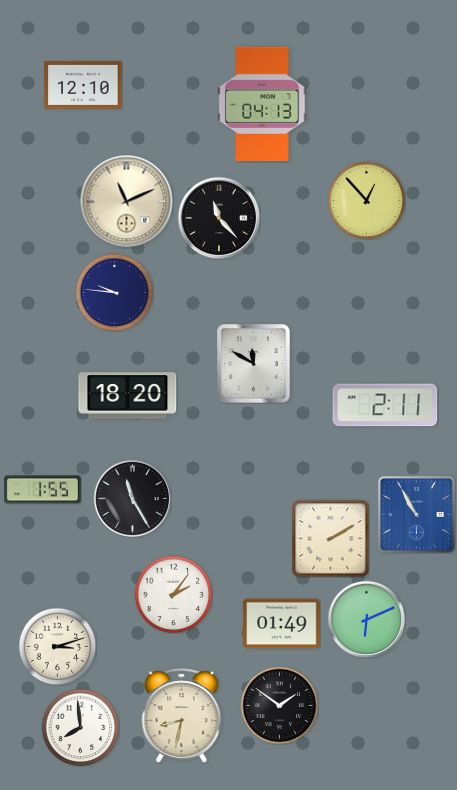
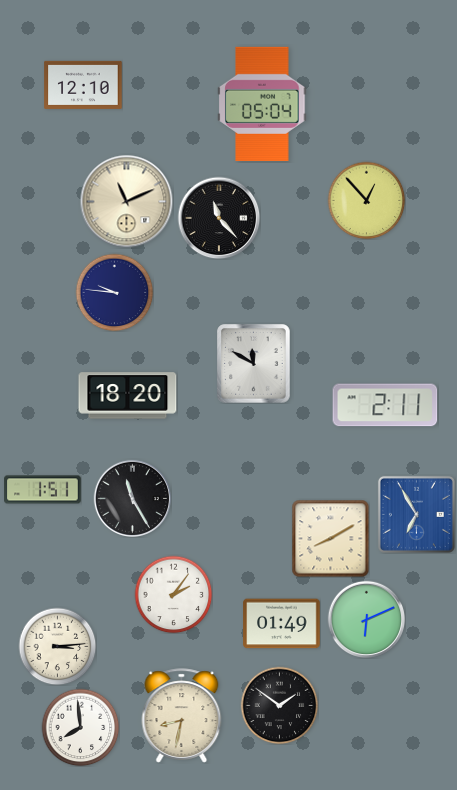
clock at (262, 104): 04:13 -> 05:04
clock at (43, 490): 1:55 -> 1:51
clock at (416, 514): 10:55 -> 6:55
clock at (330, 538): 2:10 -> 8:10
clock at (57, 646): 3:12 -> 3:14
